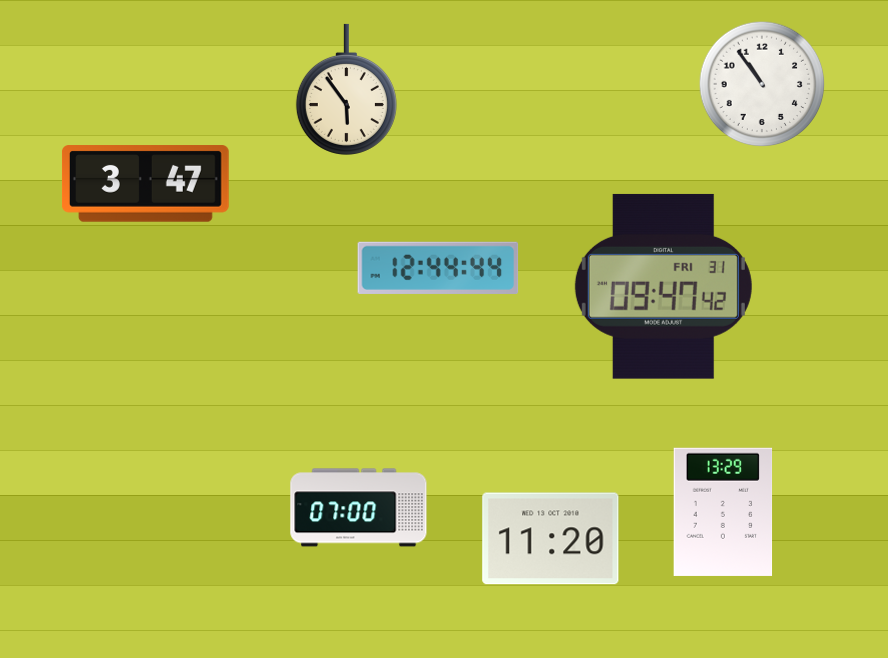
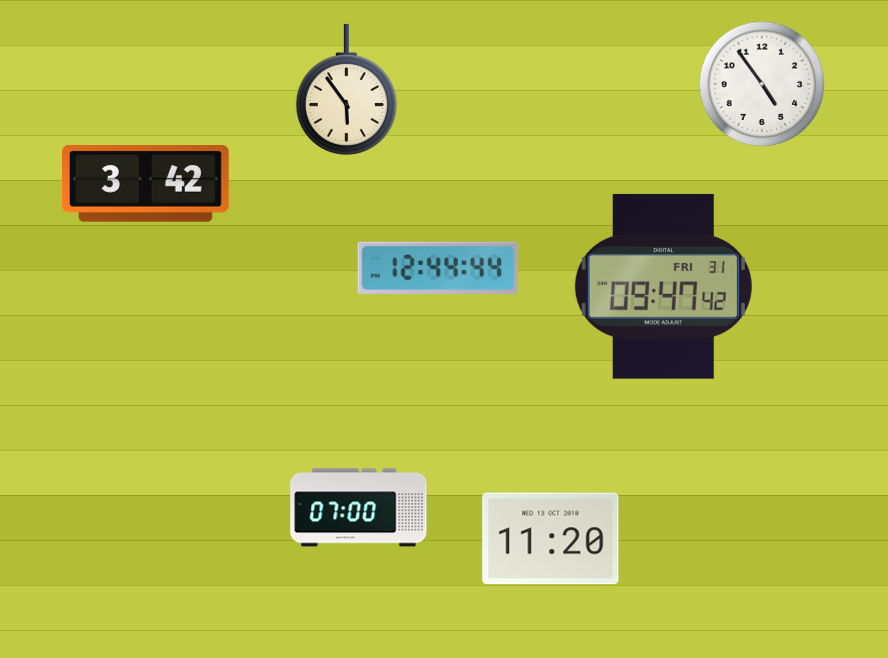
clock at (762, 84): 10:54 -> 4:54
clock at (145, 184): 3:47 -> 3:42
clock at (723, 512): 13:29 -> none
